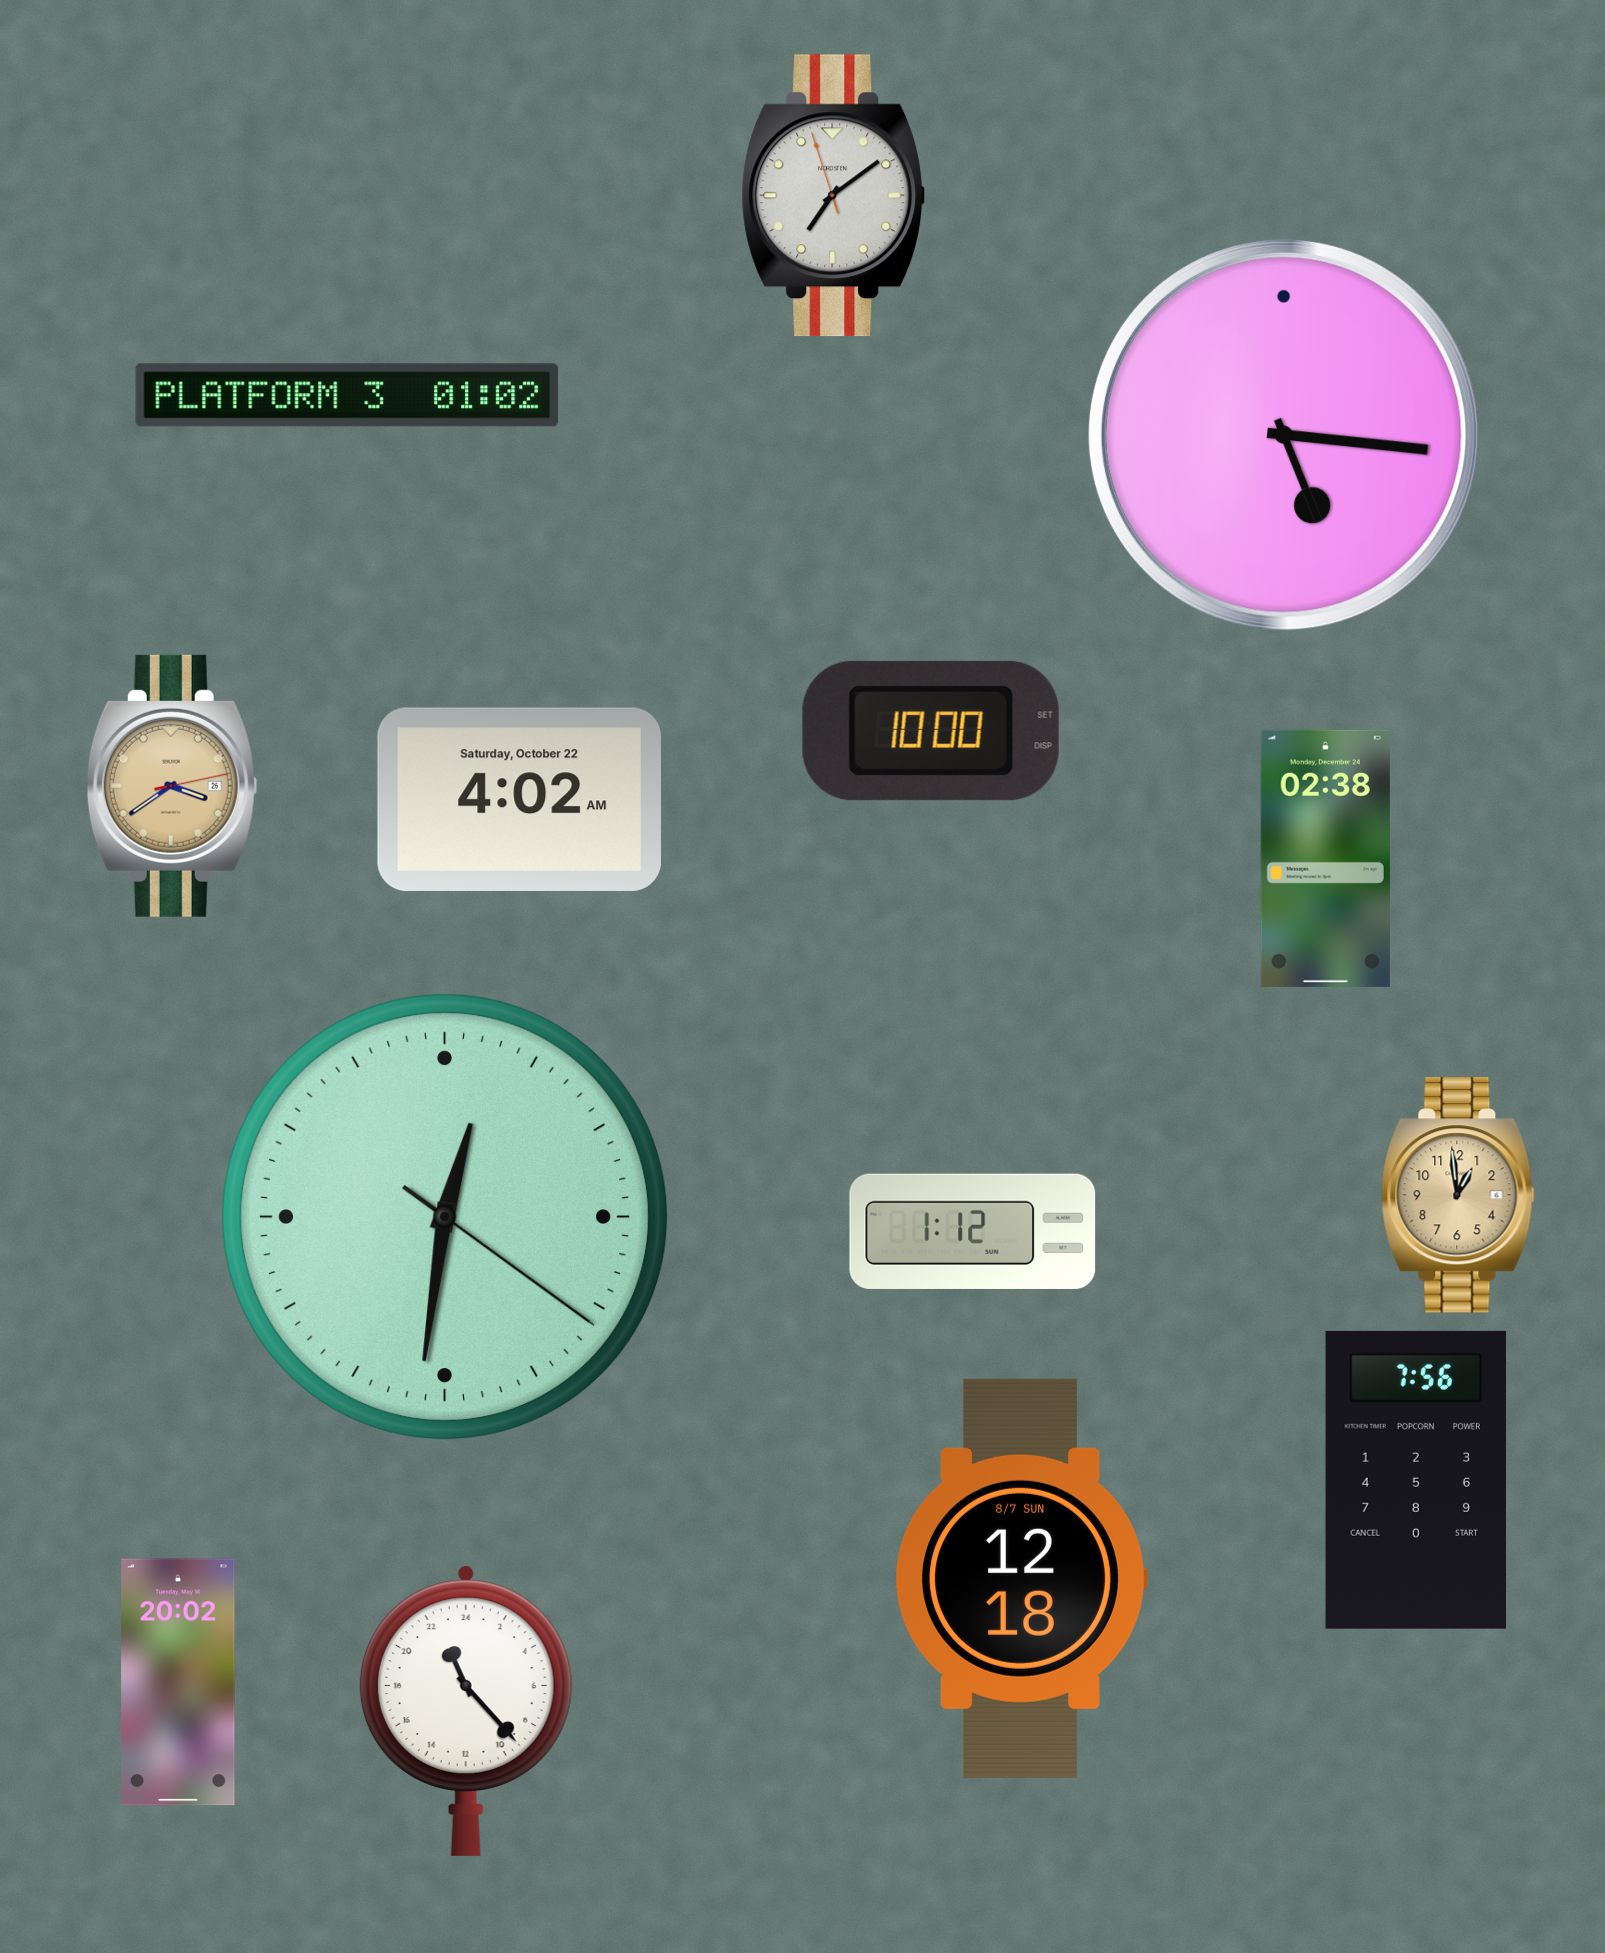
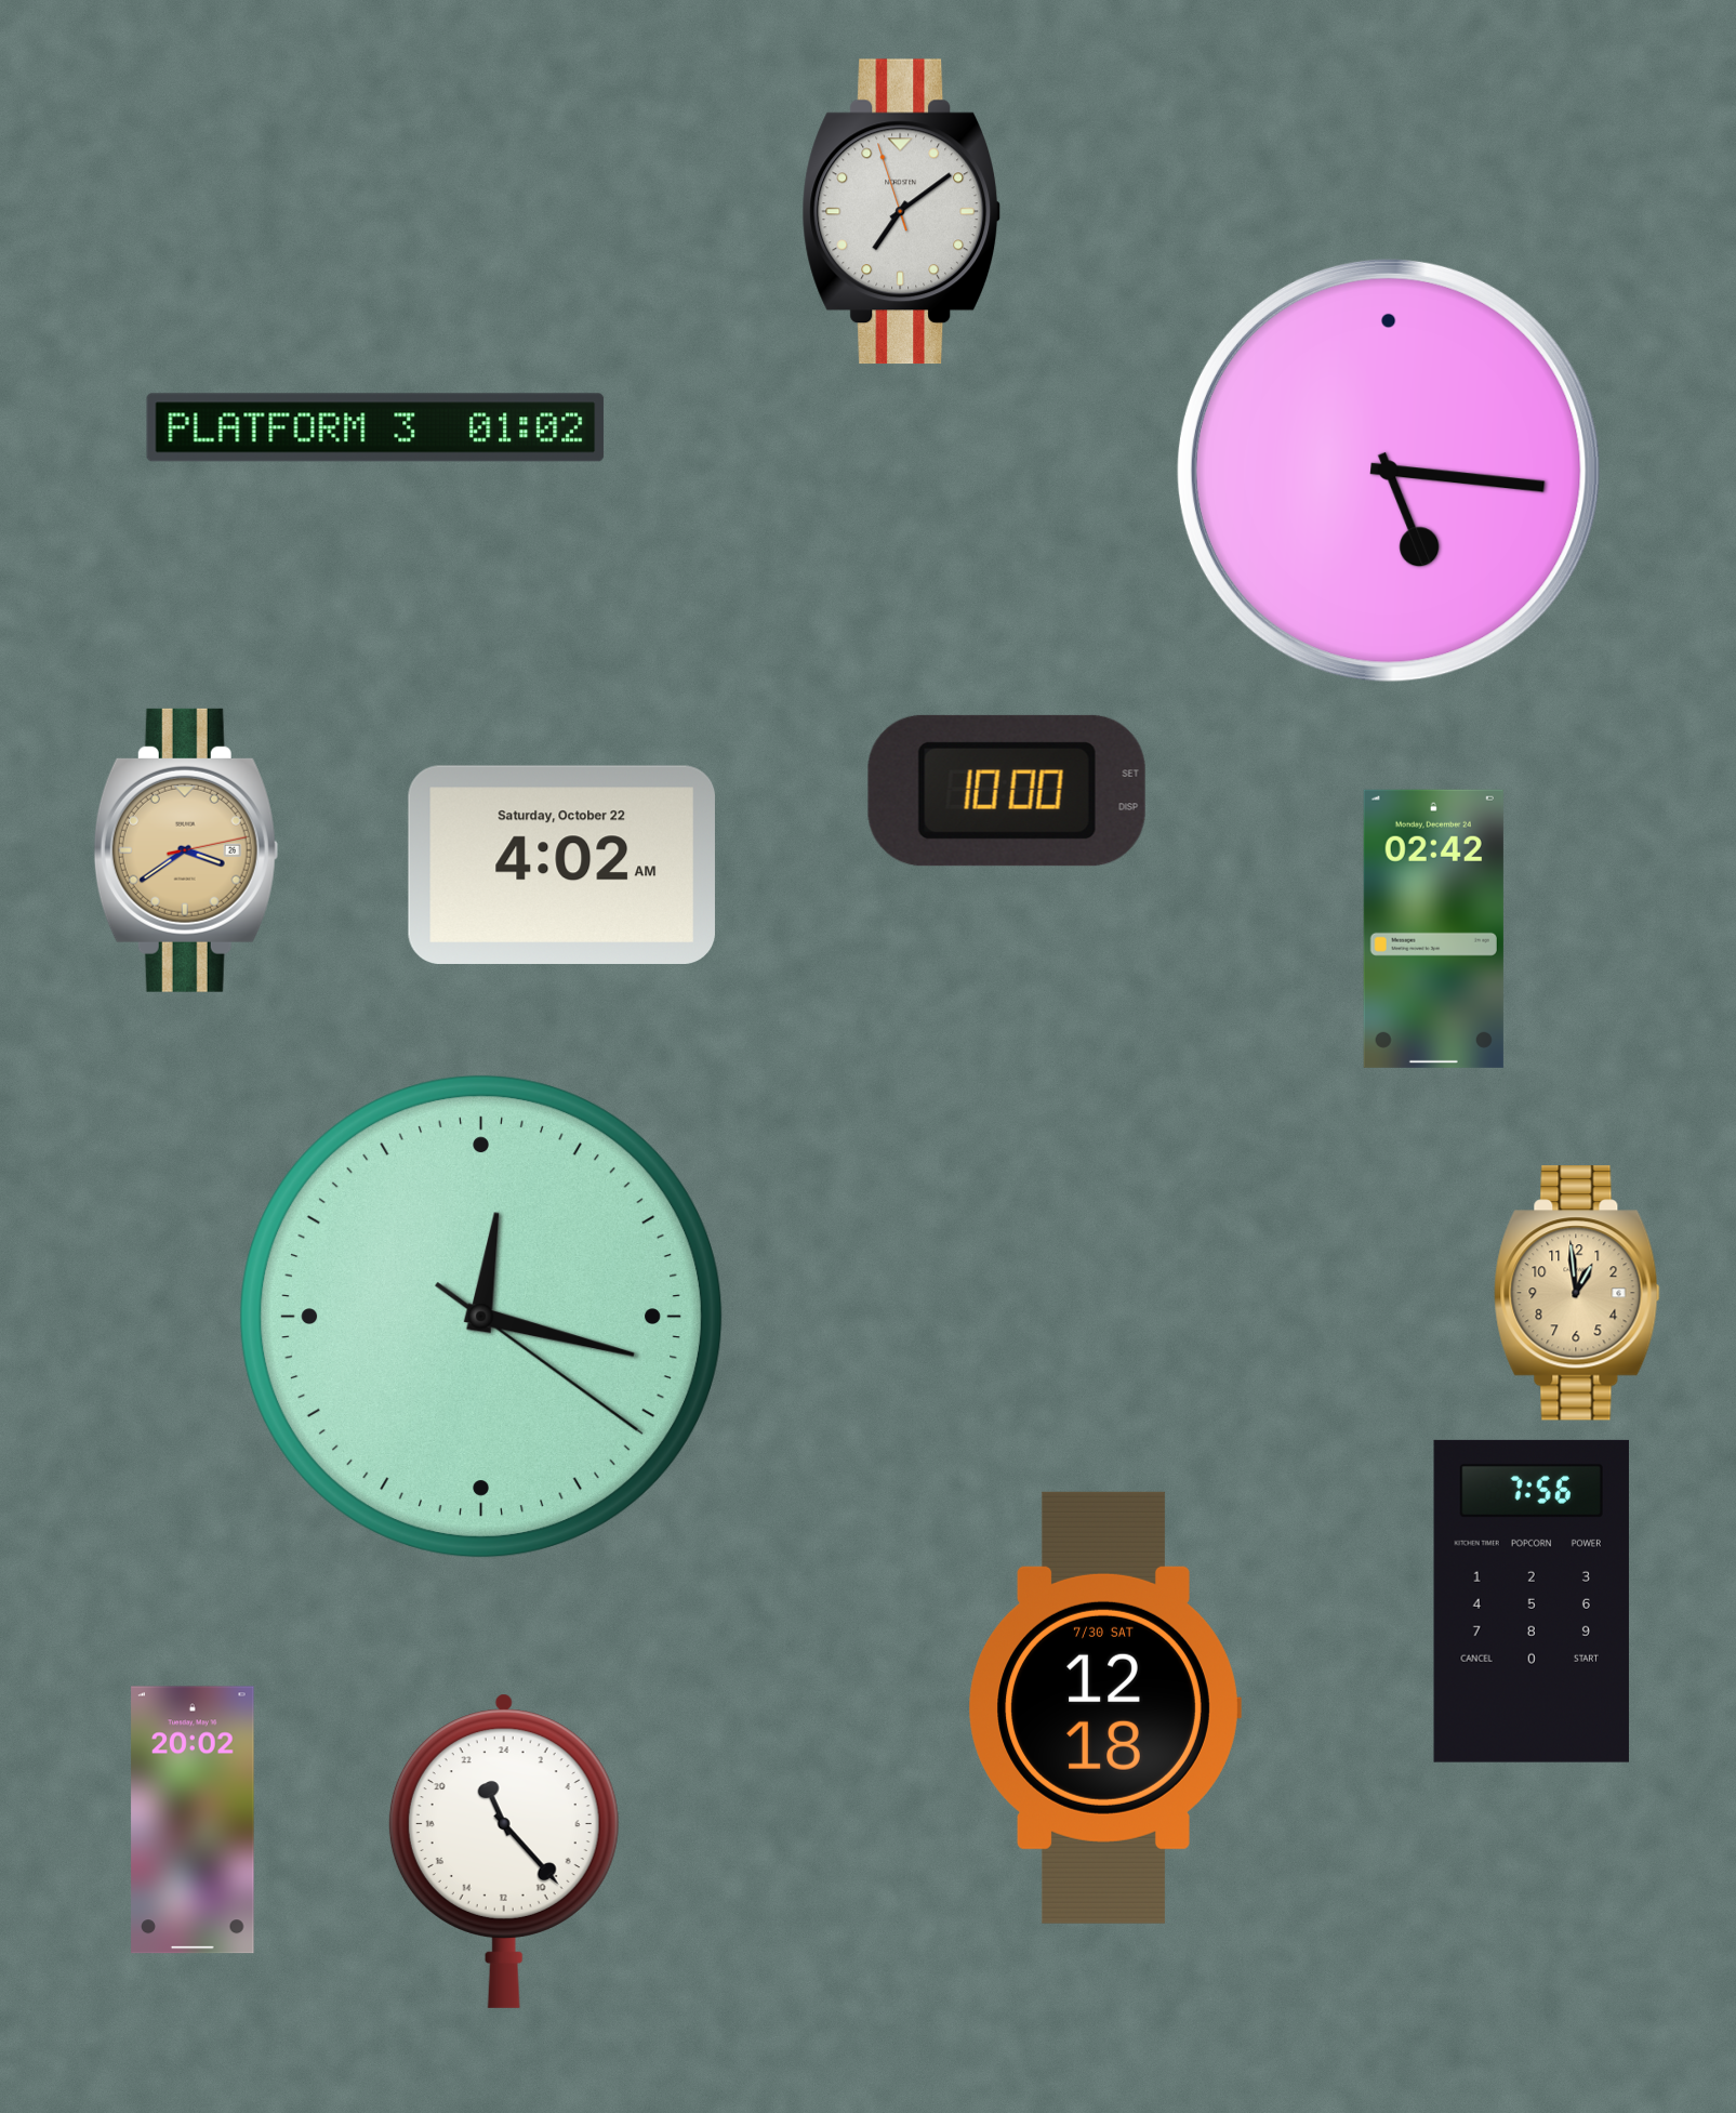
clock at (1325, 858): 02:38 -> 02:42
clock at (444, 1216): 12:31 -> 12:17
clock at (973, 1231): 1:12 -> none
clock at (1021, 1578) date: 8/7 SUN -> 7/30 SAT
